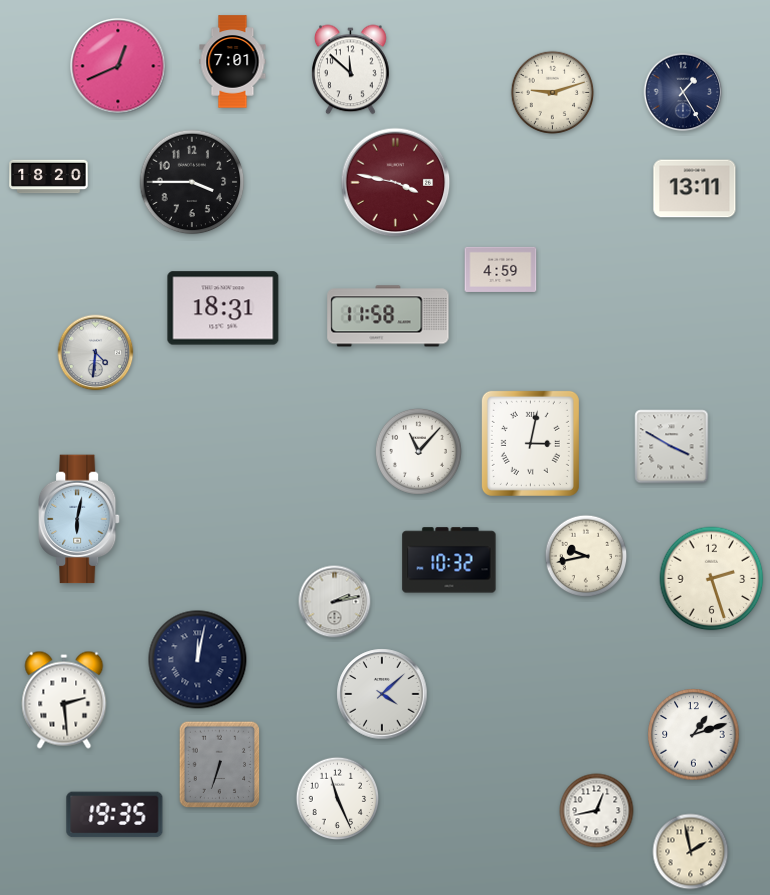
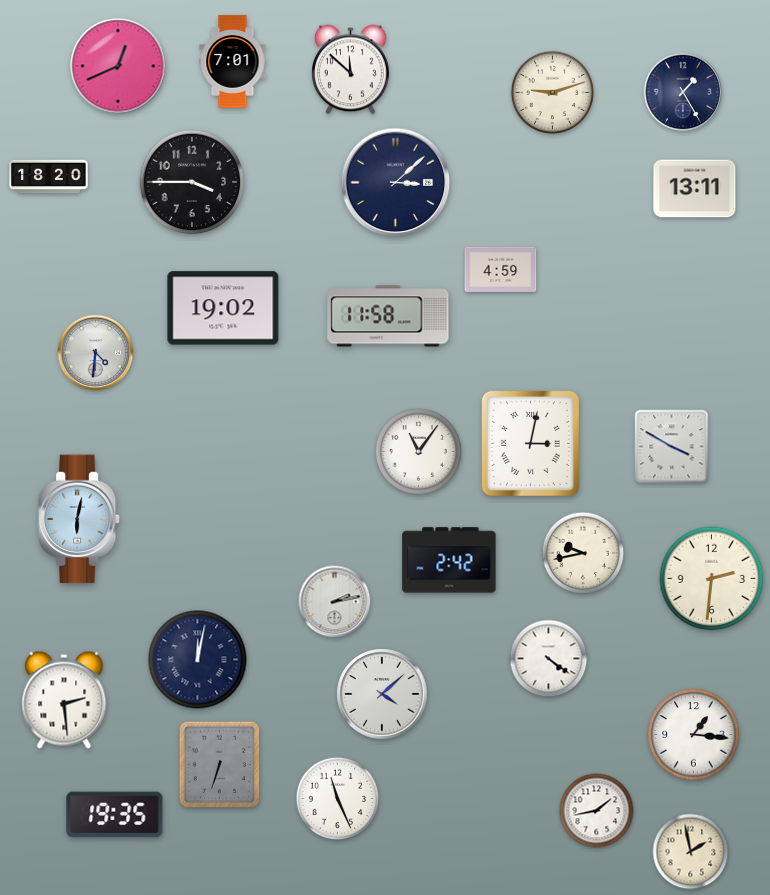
clock at (396, 183): 3:47 -> 3:08
clock at (396, 183) dial: burgundy -> navy
clock at (223, 308): 18:31 -> 19:02
clock at (418, 451): 11:07 -> 11:06
clock at (586, 556) position: (586, 556) -> (583, 553)
clock at (449, 560): 10:32 -> 2:42
clock at (712, 579): 2:27 -> 2:31
clock at (549, 659): none -> 4:21
clock at (694, 735): 1:12 -> 1:16
clock at (597, 811): 12:43 -> 1:43
